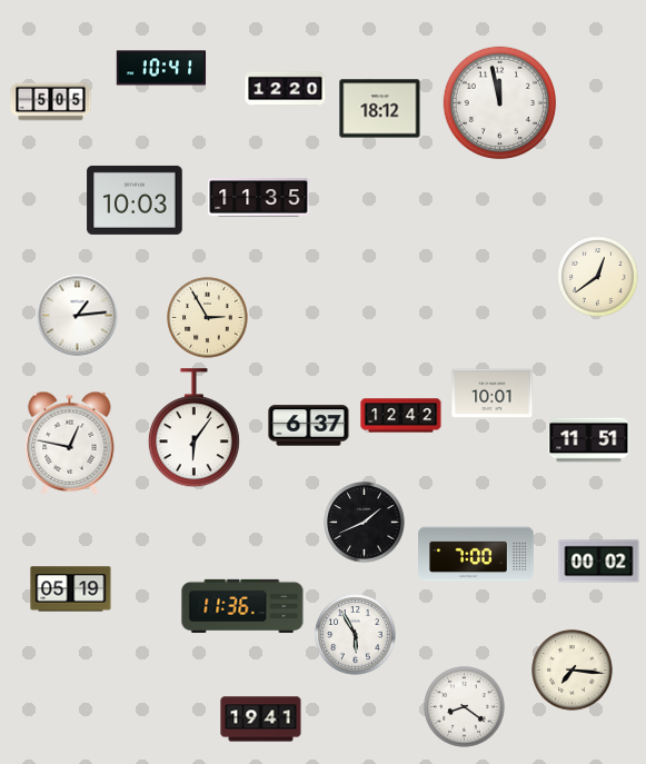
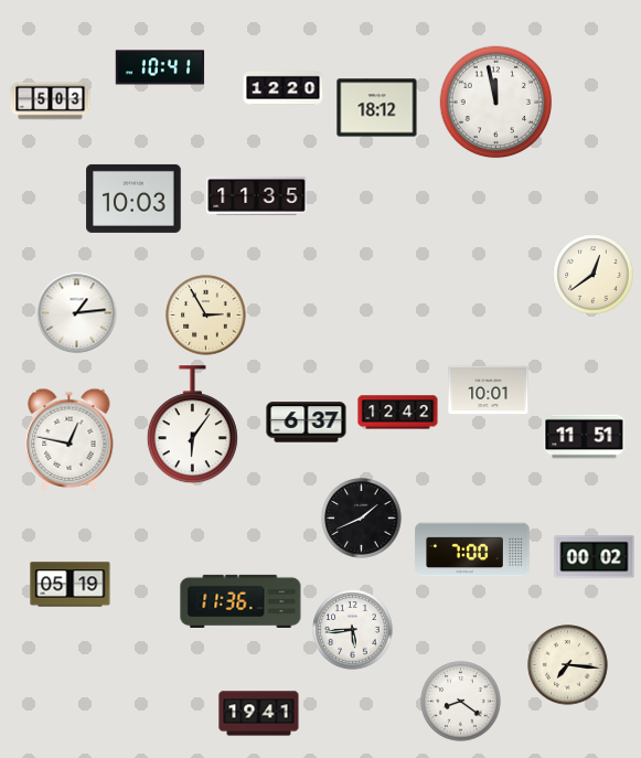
clock at (51, 102): 5:05 -> 5:03
clock at (356, 635): 5:55 -> 5:44
